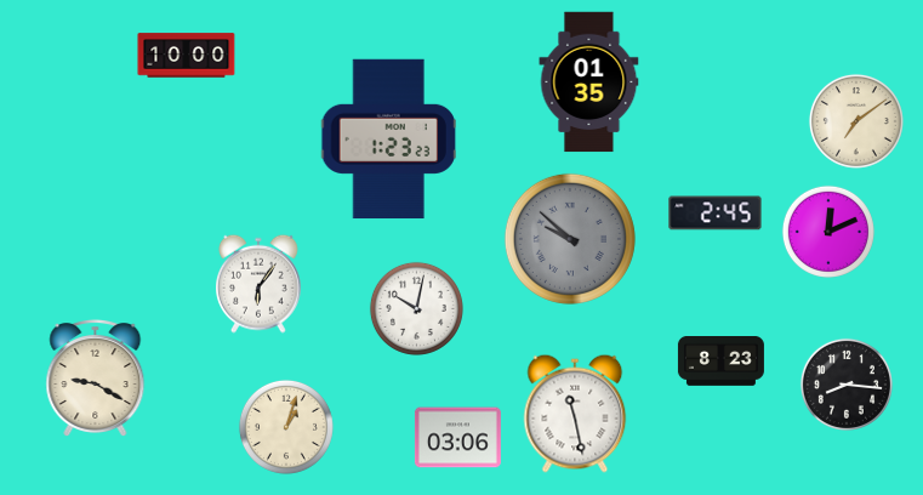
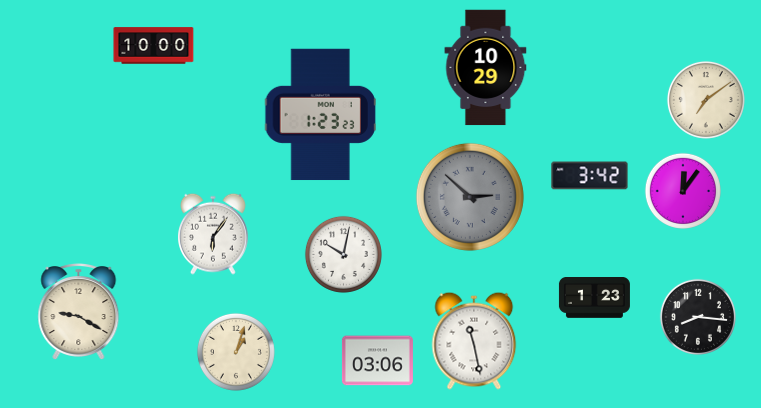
clock at (589, 82): 01:35 -> 10:29
clock at (716, 214): 2:45 -> 3:42
clock at (828, 232): 12:11 -> 12:06
clock at (570, 239): 9:52 -> 2:52
clock at (720, 362): 8:23 -> 1:23
